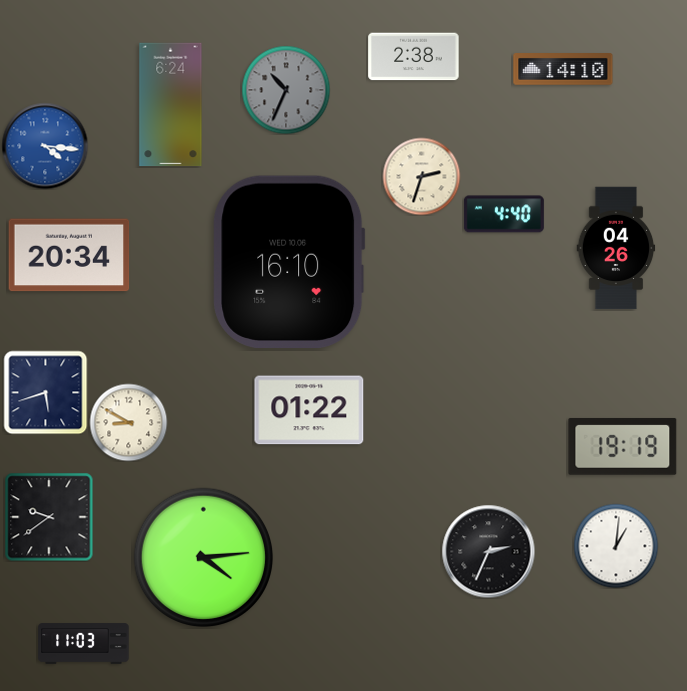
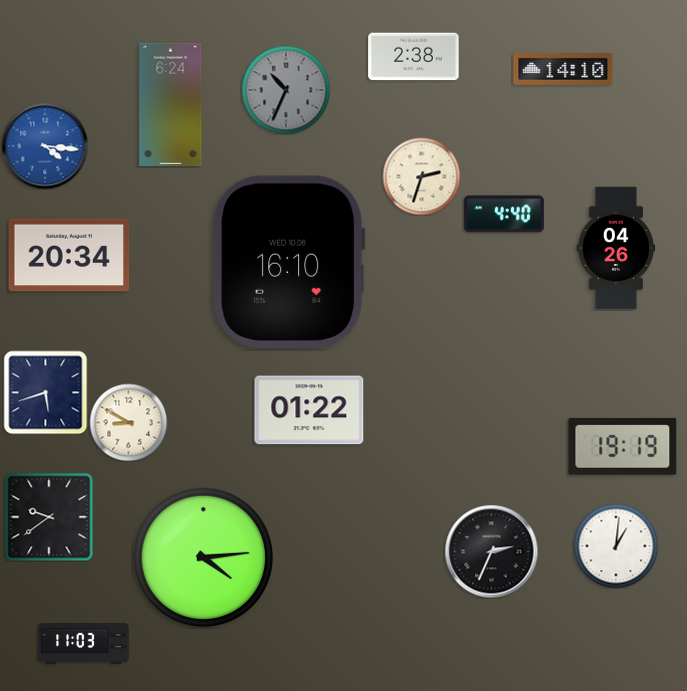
clock at (488, 551) position: (488, 551) -> (491, 551)
